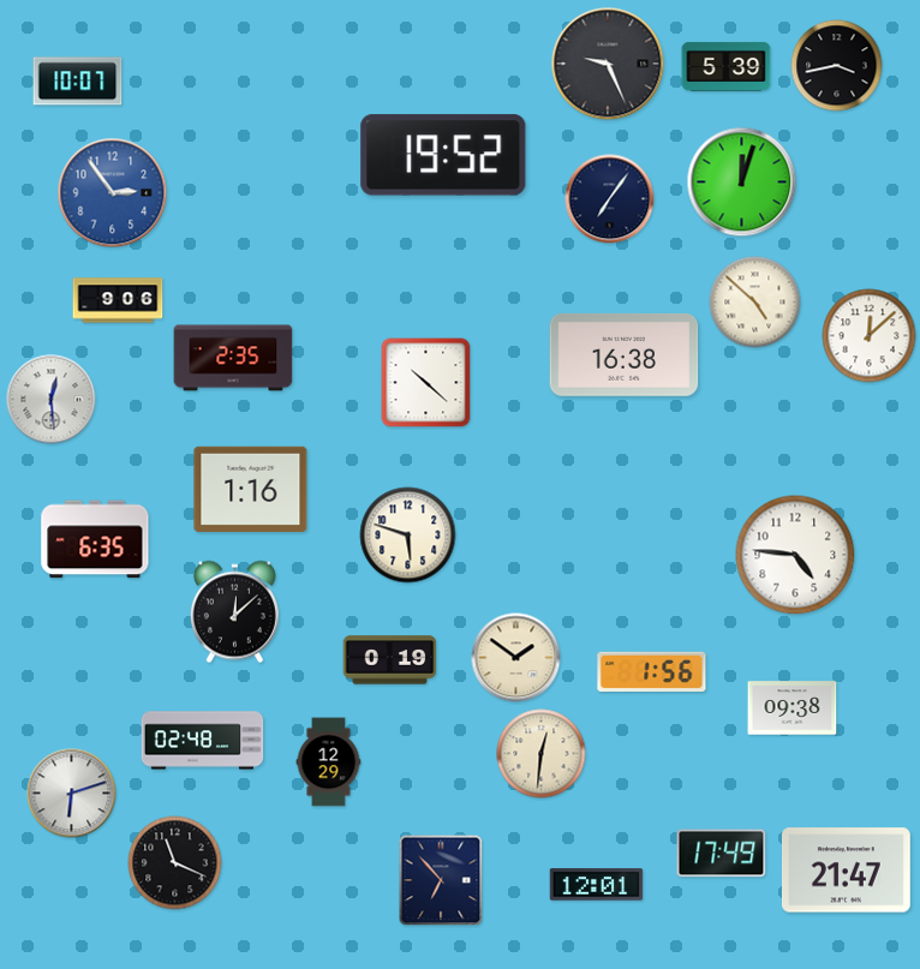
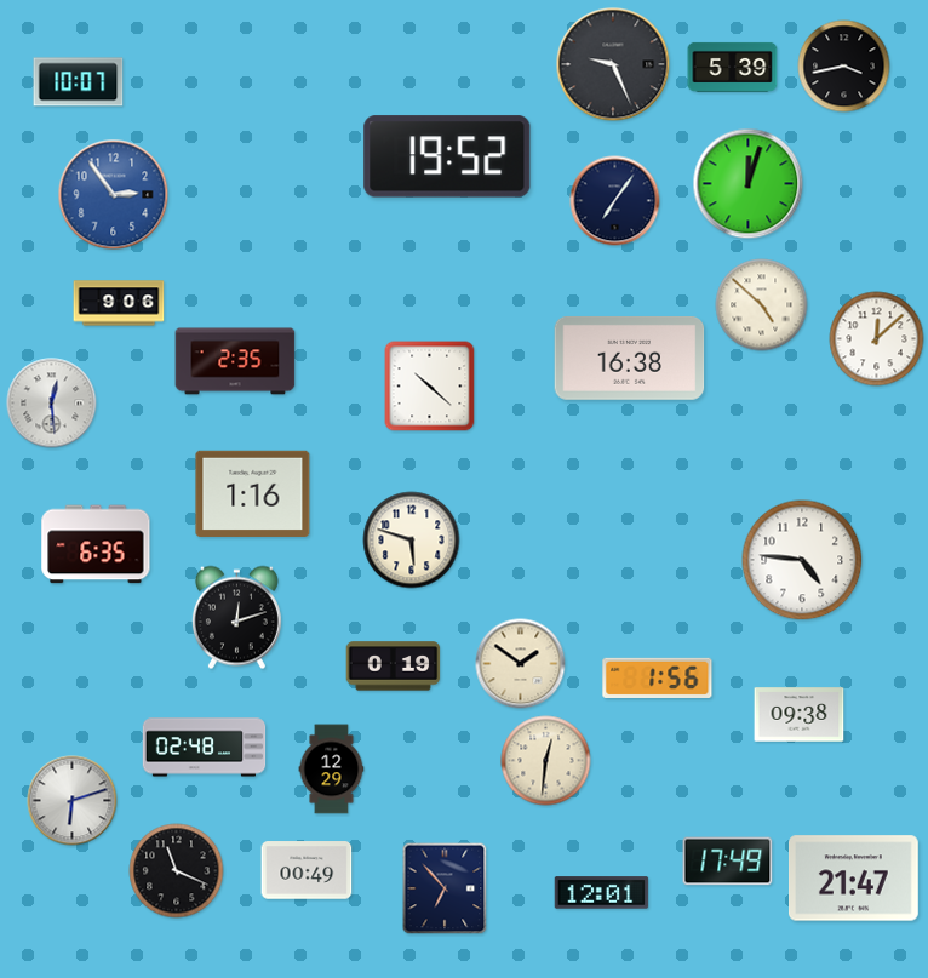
clock at (234, 612): 12:08 -> 12:12
clock at (307, 870): none -> 00:49
